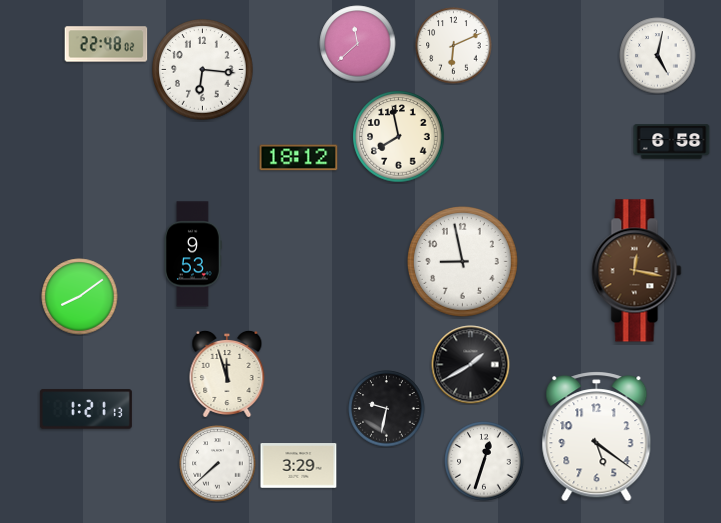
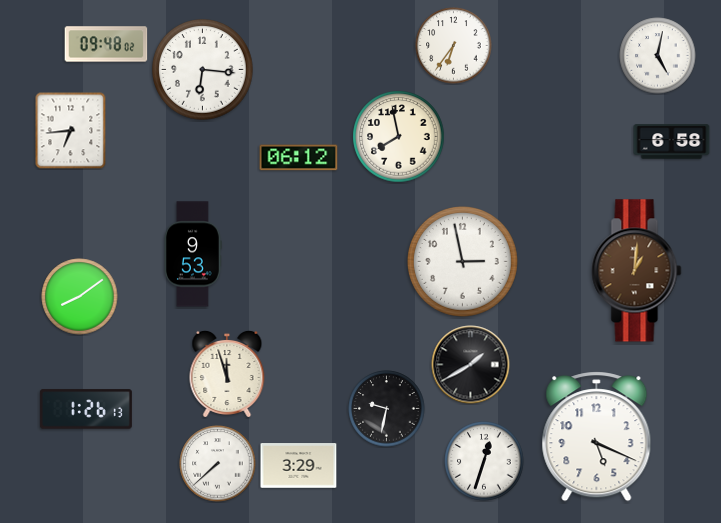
clock at (106, 44): 22:48 -> 09:48
clock at (358, 44): 11:38 -> none
clock at (454, 46): 6:11 -> 6:36
clock at (71, 130): none -> 6:44
clock at (299, 158): 18:12 -> 06:12
clock at (462, 261): 8:58 -> 2:58
clock at (637, 271): 12:17 -> 1:01
clock at (86, 409): 1:21 -> 1:26
clock at (597, 437): 5:21 -> 5:19
